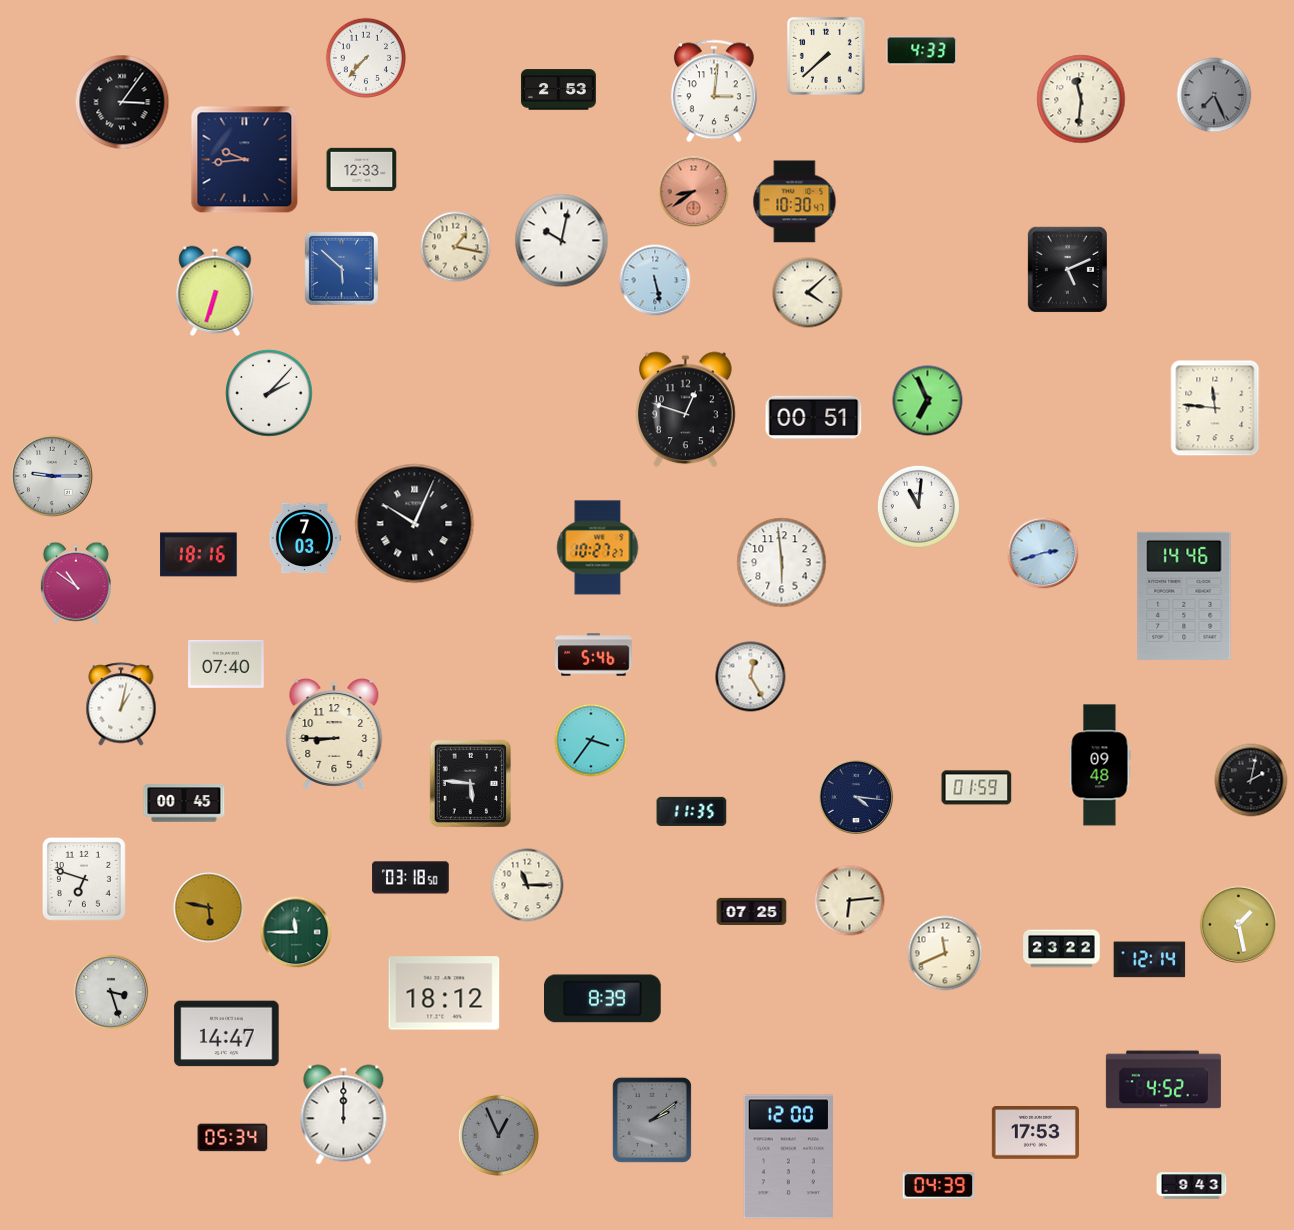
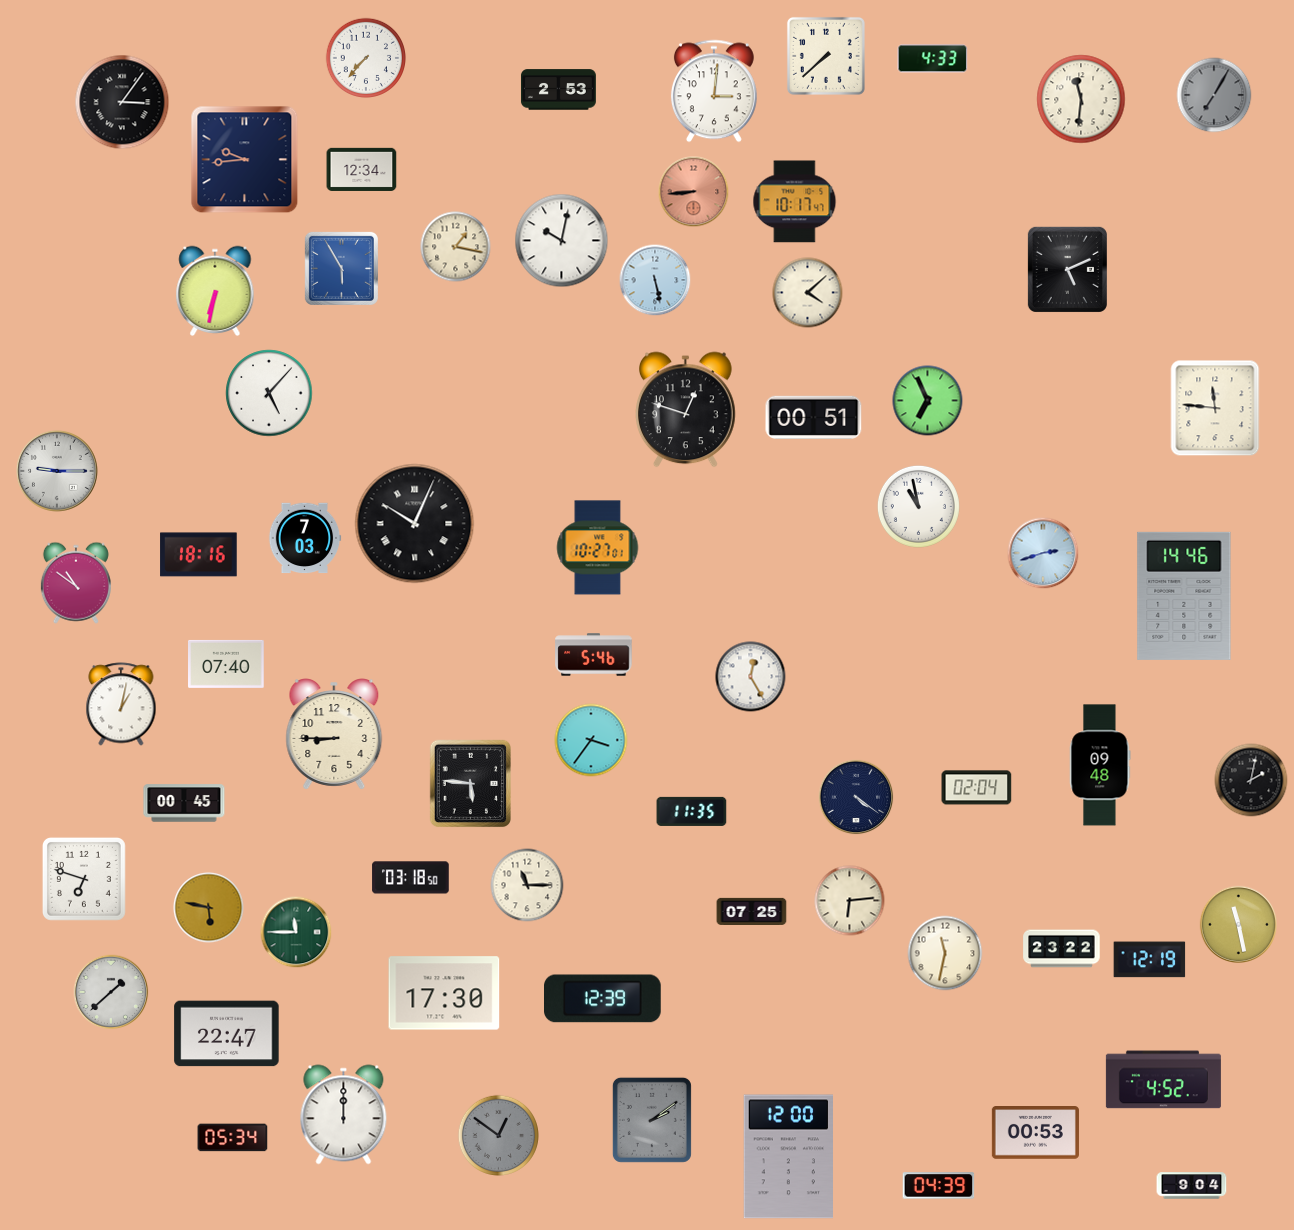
clock at (922, 51) position: (922, 51) -> (933, 59)
clock at (1214, 95): 7:26 -> 7:05
clock at (362, 169): 12:33 -> 12:34
clock at (694, 192): 8:39 -> 8:44
clock at (795, 202): 10:30 -> 10:17
clock at (341, 268): 5:52 -> 5:55
clock at (215, 291): 6:33 -> 6:32
clock at (269, 393): 2:07 -> 5:07
clock at (52, 476) position: (52, 476) -> (57, 471)
clock at (918, 506): 11:01 -> 10:58
clock at (598, 548): 10:27:27 -> 10:27:01
clock at (782, 563): 5:59 -> none
clock at (977, 788): 01:59 -> 02:04
clock at (856, 797): 4:16 -> 4:21
clock at (1238, 924): 1:28 -> 11:28
clock at (945, 953): 11:41 -> 11:32
clock at (1150, 960): 12:14 -> 12:19
clock at (111, 992): 3:27 -> 1:38
clock at (444, 993): 18:12 -> 17:30
clock at (603, 999): 8:39 -> 12:39
clock at (227, 1034): 14:47 -> 22:47
clock at (1035, 1133): 17:53 -> 00:53
clock at (498, 1135): 12:56 -> 12:51
clock at (1192, 1186): 9:43 -> 9:04
